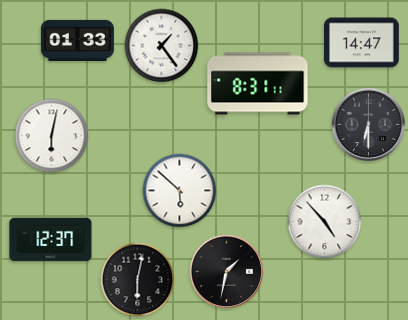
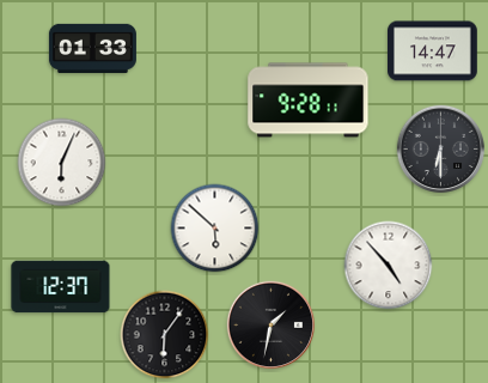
clock at (162, 46): 1:24 -> none
clock at (258, 84): 8:31 -> 9:28
clock at (52, 136): 6:02 -> 6:04
clock at (138, 280): 6:02 -> 6:06
